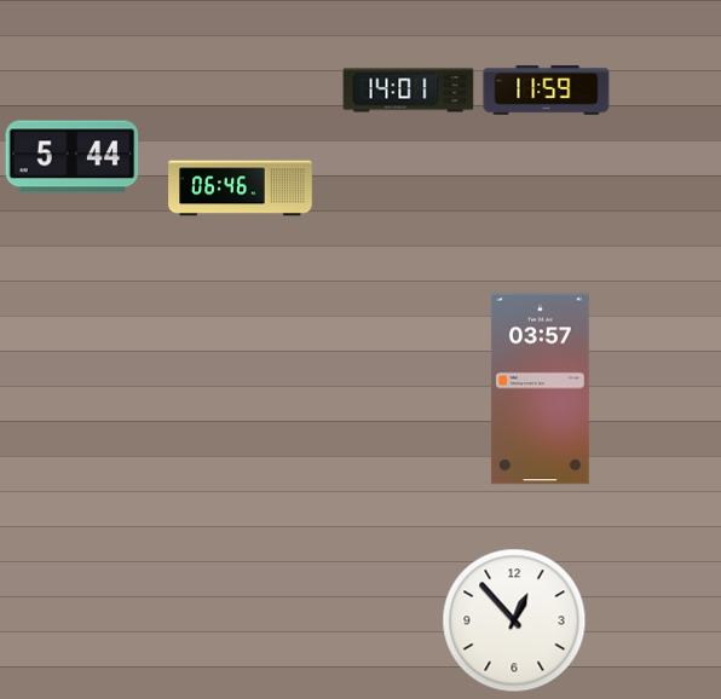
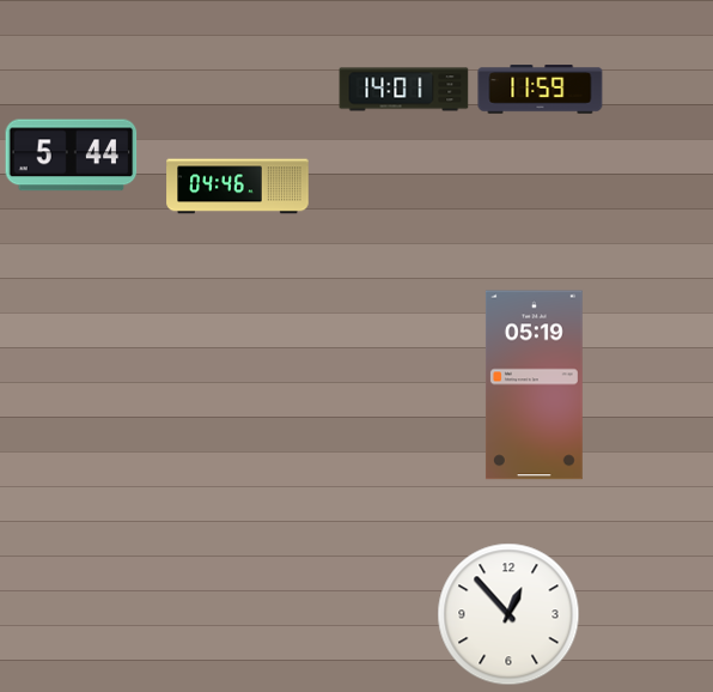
clock at (241, 189): 06:46 -> 04:46
clock at (540, 389): 03:57 -> 05:19
